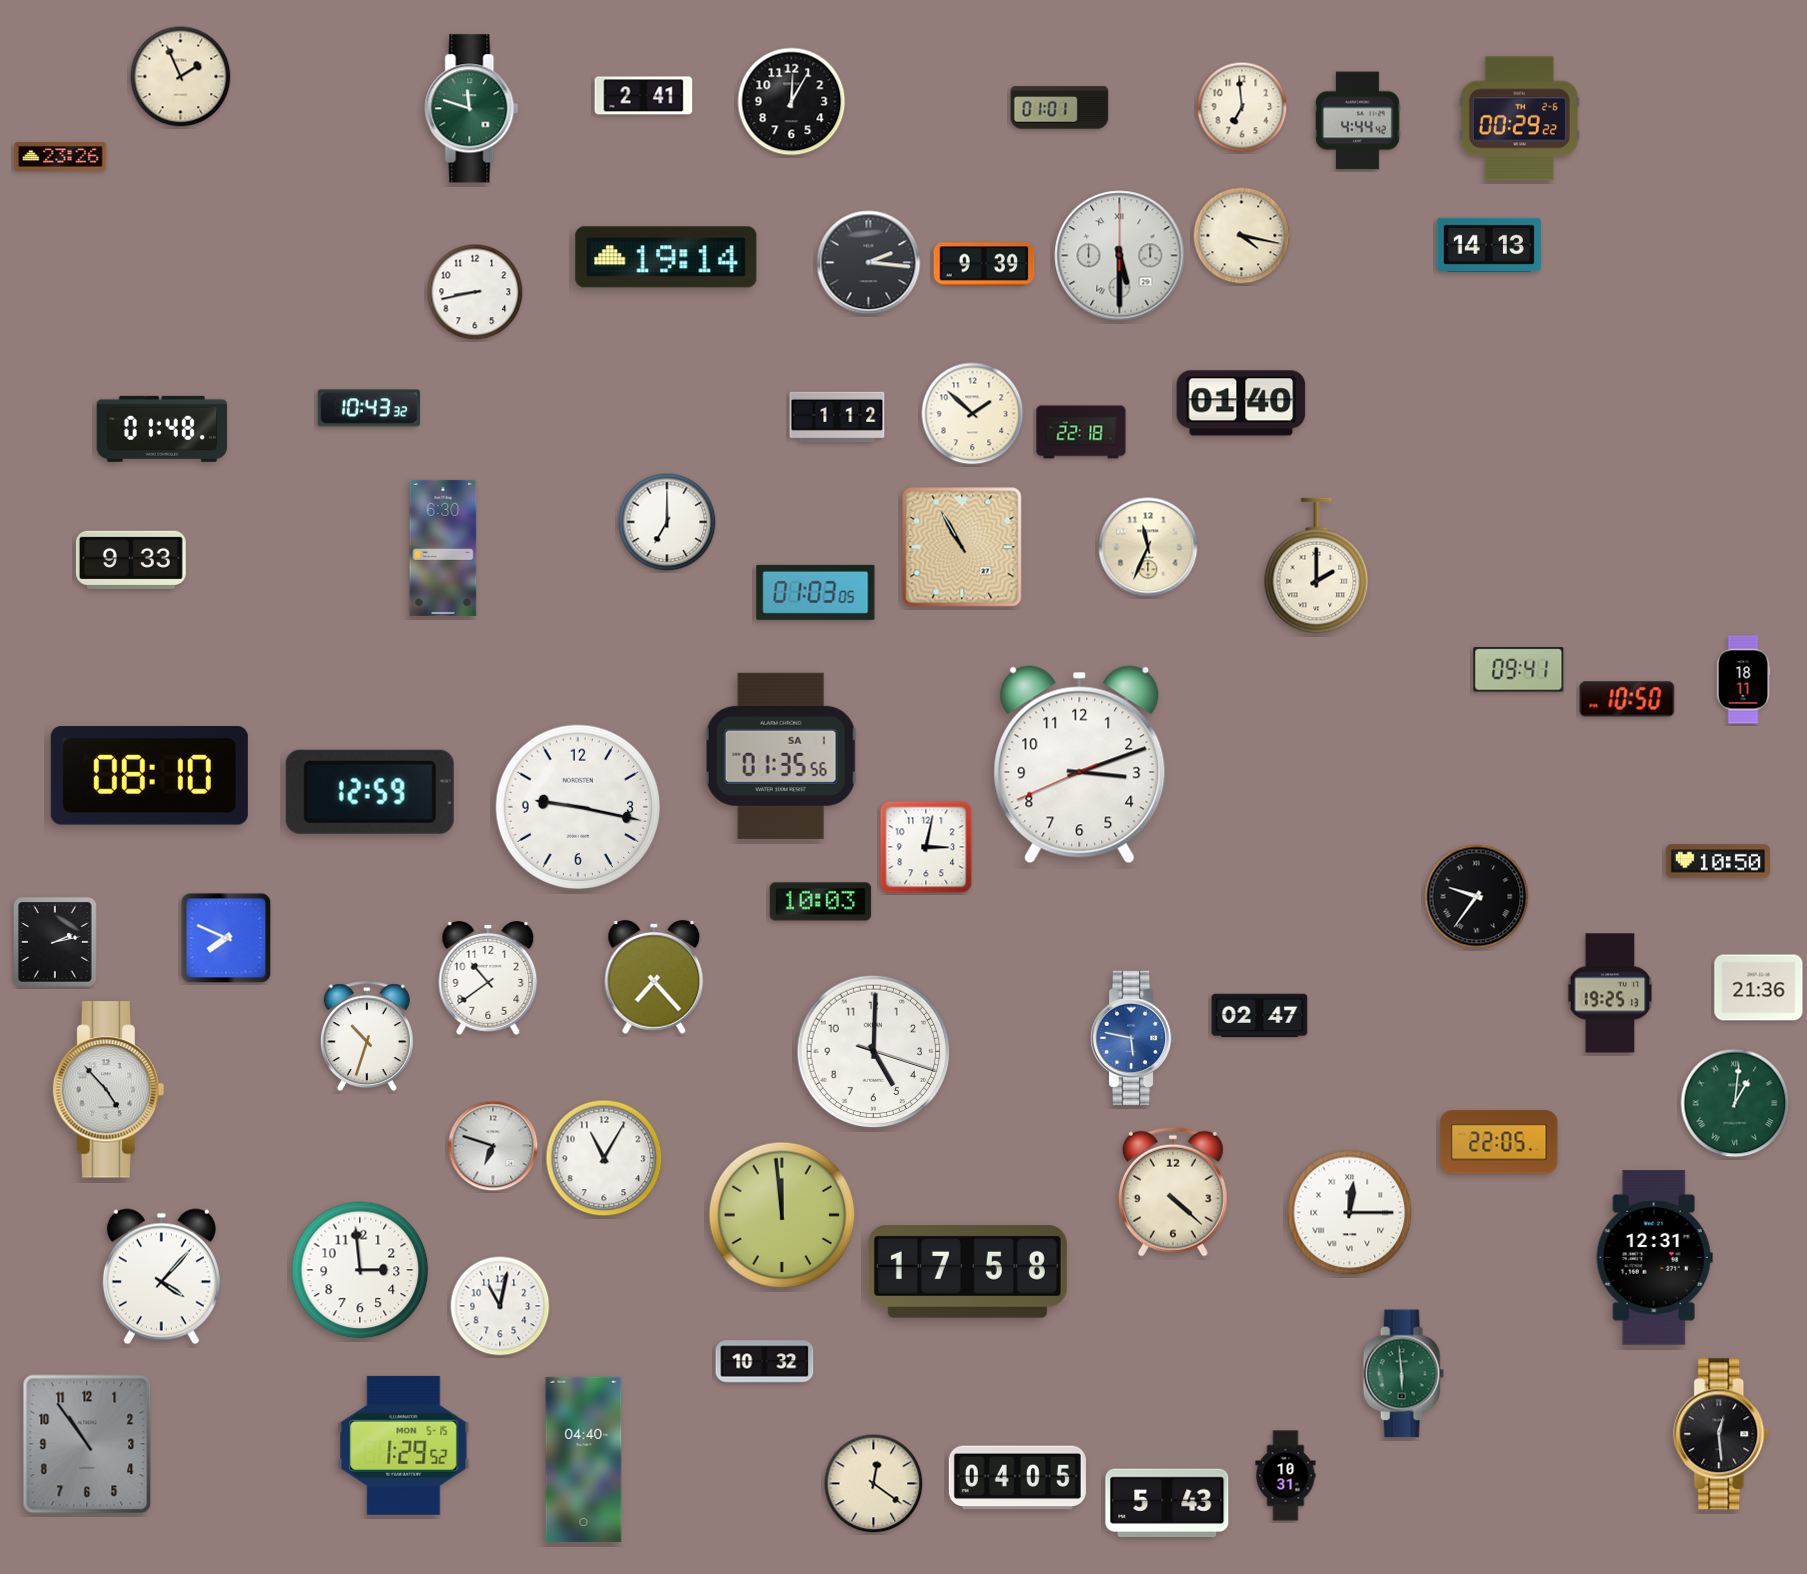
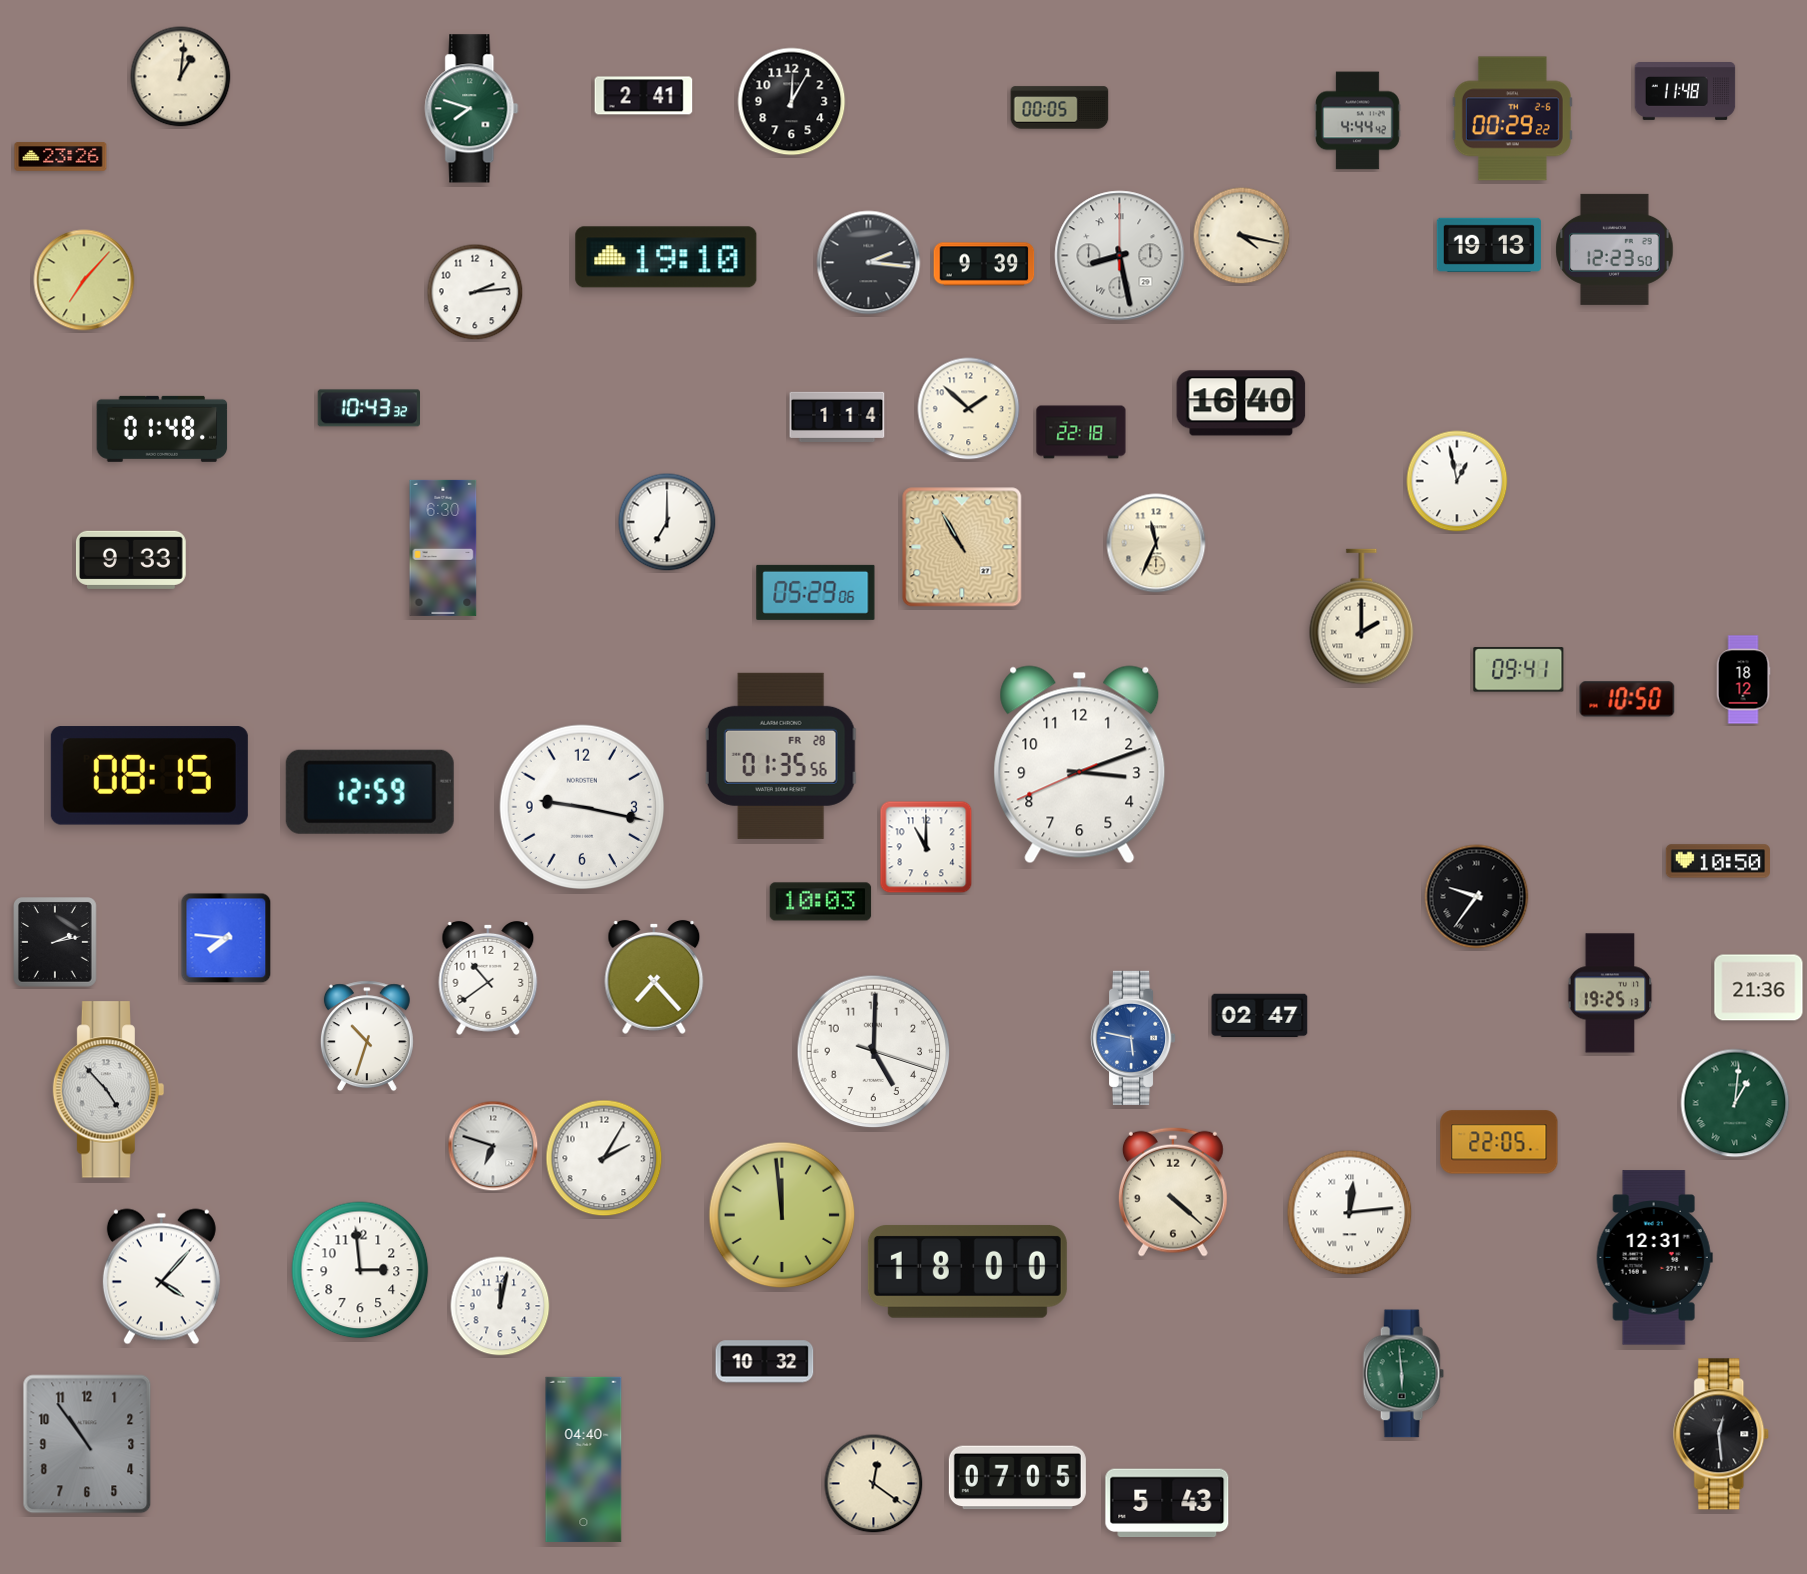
clock at (181, 77): 1:56 -> 1:01
clock at (1685, 92): none -> 11:48
clock at (1242, 107): 6:59 -> none
clock at (1060, 108): 01:01 -> 00:05
clock at (472, 109): 11:48 -> 7:48
clock at (1519, 119) position: (1519, 119) -> (1512, 119)
clock at (1489, 245): 14:13 -> 19:13
clock at (1615, 249): none -> 12:23
clock at (1120, 256): 5:30 -> 8:28
clock at (666, 257): 19:14 -> 19:10
clock at (84, 280): none -> 7:07
clock at (475, 292): 8:43 -> 2:14
clock at (1241, 403): 01:40 -> 16:40
clock at (973, 414) position: (973, 414) -> (969, 409)
clock at (837, 416): 1:12 -> 1:14
clock at (1457, 481): none -> 12:58
clock at (1148, 547) position: (1148, 547) -> (1156, 543)
clock at (1317, 566) position: (1317, 566) -> (1362, 617)
clock at (816, 592): 01:03 -> 05:29
clock at (1743, 680): 18:11 -> 18:12
clock at (781, 756) date: SA 1 -> FR 28
clock at (149, 776): 08:10 -> 08:15
clock at (578, 807) position: (578, 807) -> (582, 807)
clock at (926, 847): 3:02 -> 11:00
clock at (226, 938): 7:49 -> 7:46
clock at (604, 1158): 11:05 -> 2:05
clock at (1350, 1213): 12:15 -> 12:14
clock at (967, 1271): 17:58 -> 18:00
clock at (500, 1306): 11:02 -> 12:02
clock at (404, 1445): 1:29 -> none
clock at (1286, 1476): 10:31 -> none
clock at (1017, 1478): 04:05 -> 07:05
